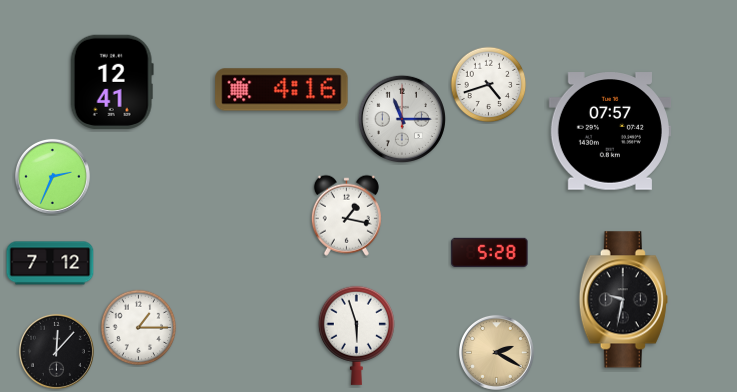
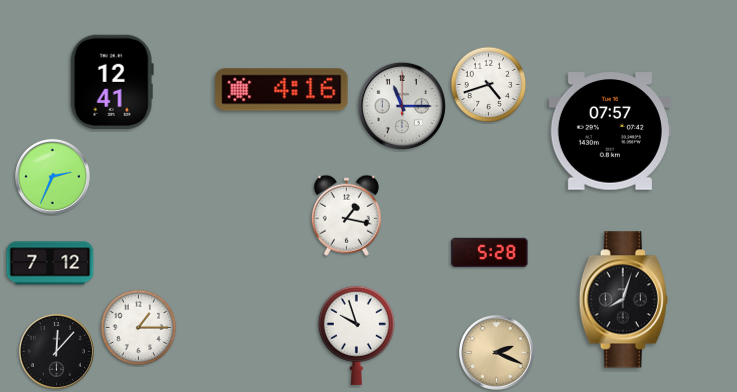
clock at (402, 119) position: (402, 119) -> (402, 106)
clock at (623, 300): 9:32 -> 8:03
clock at (356, 335): 5:57 -> 9:57
clock at (496, 352): 2:20 -> 2:19
